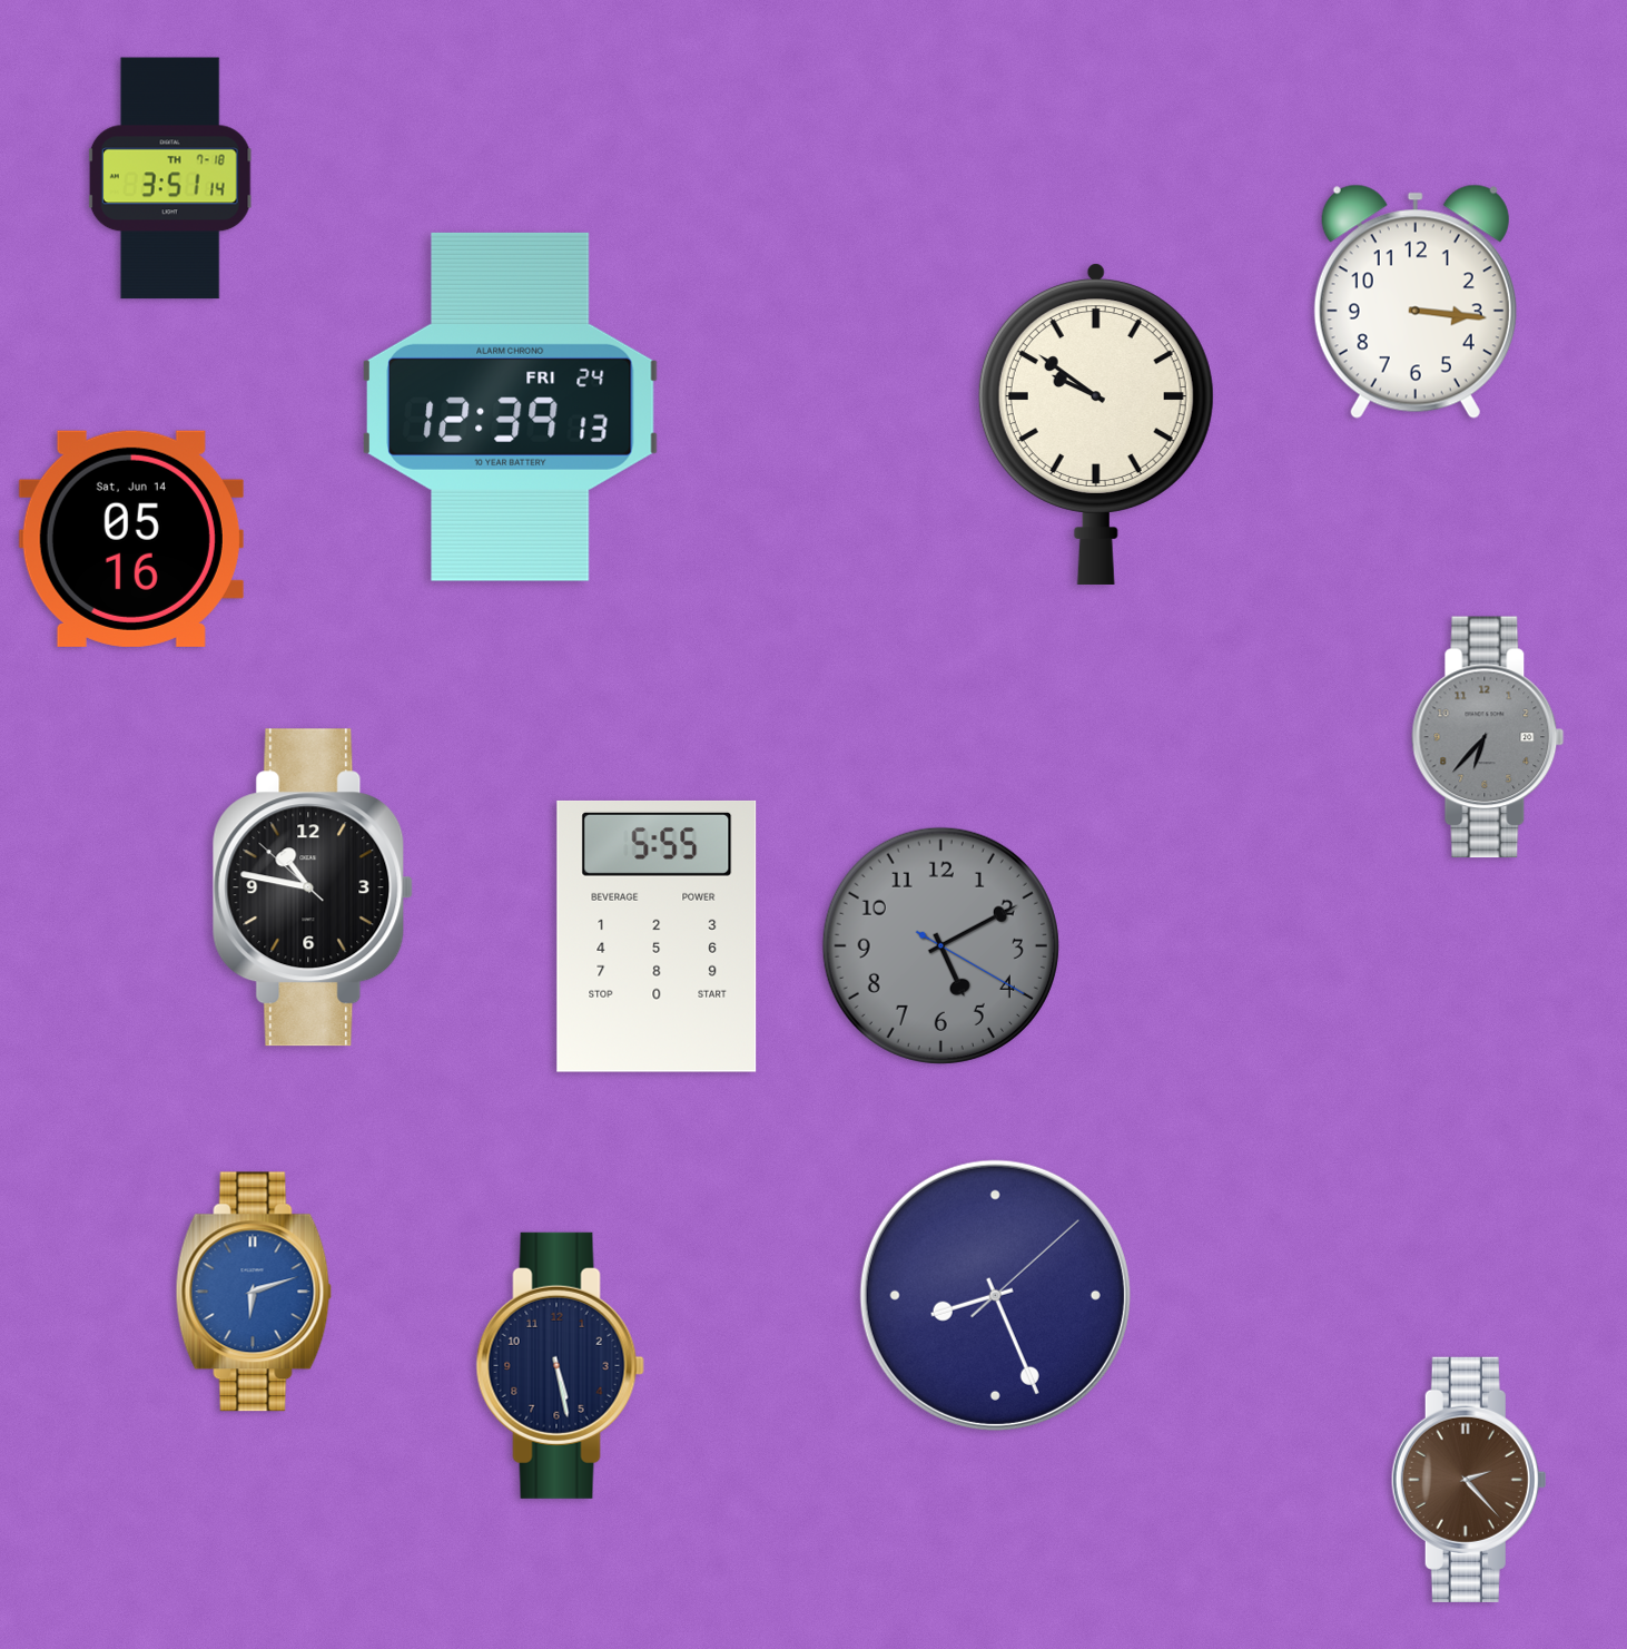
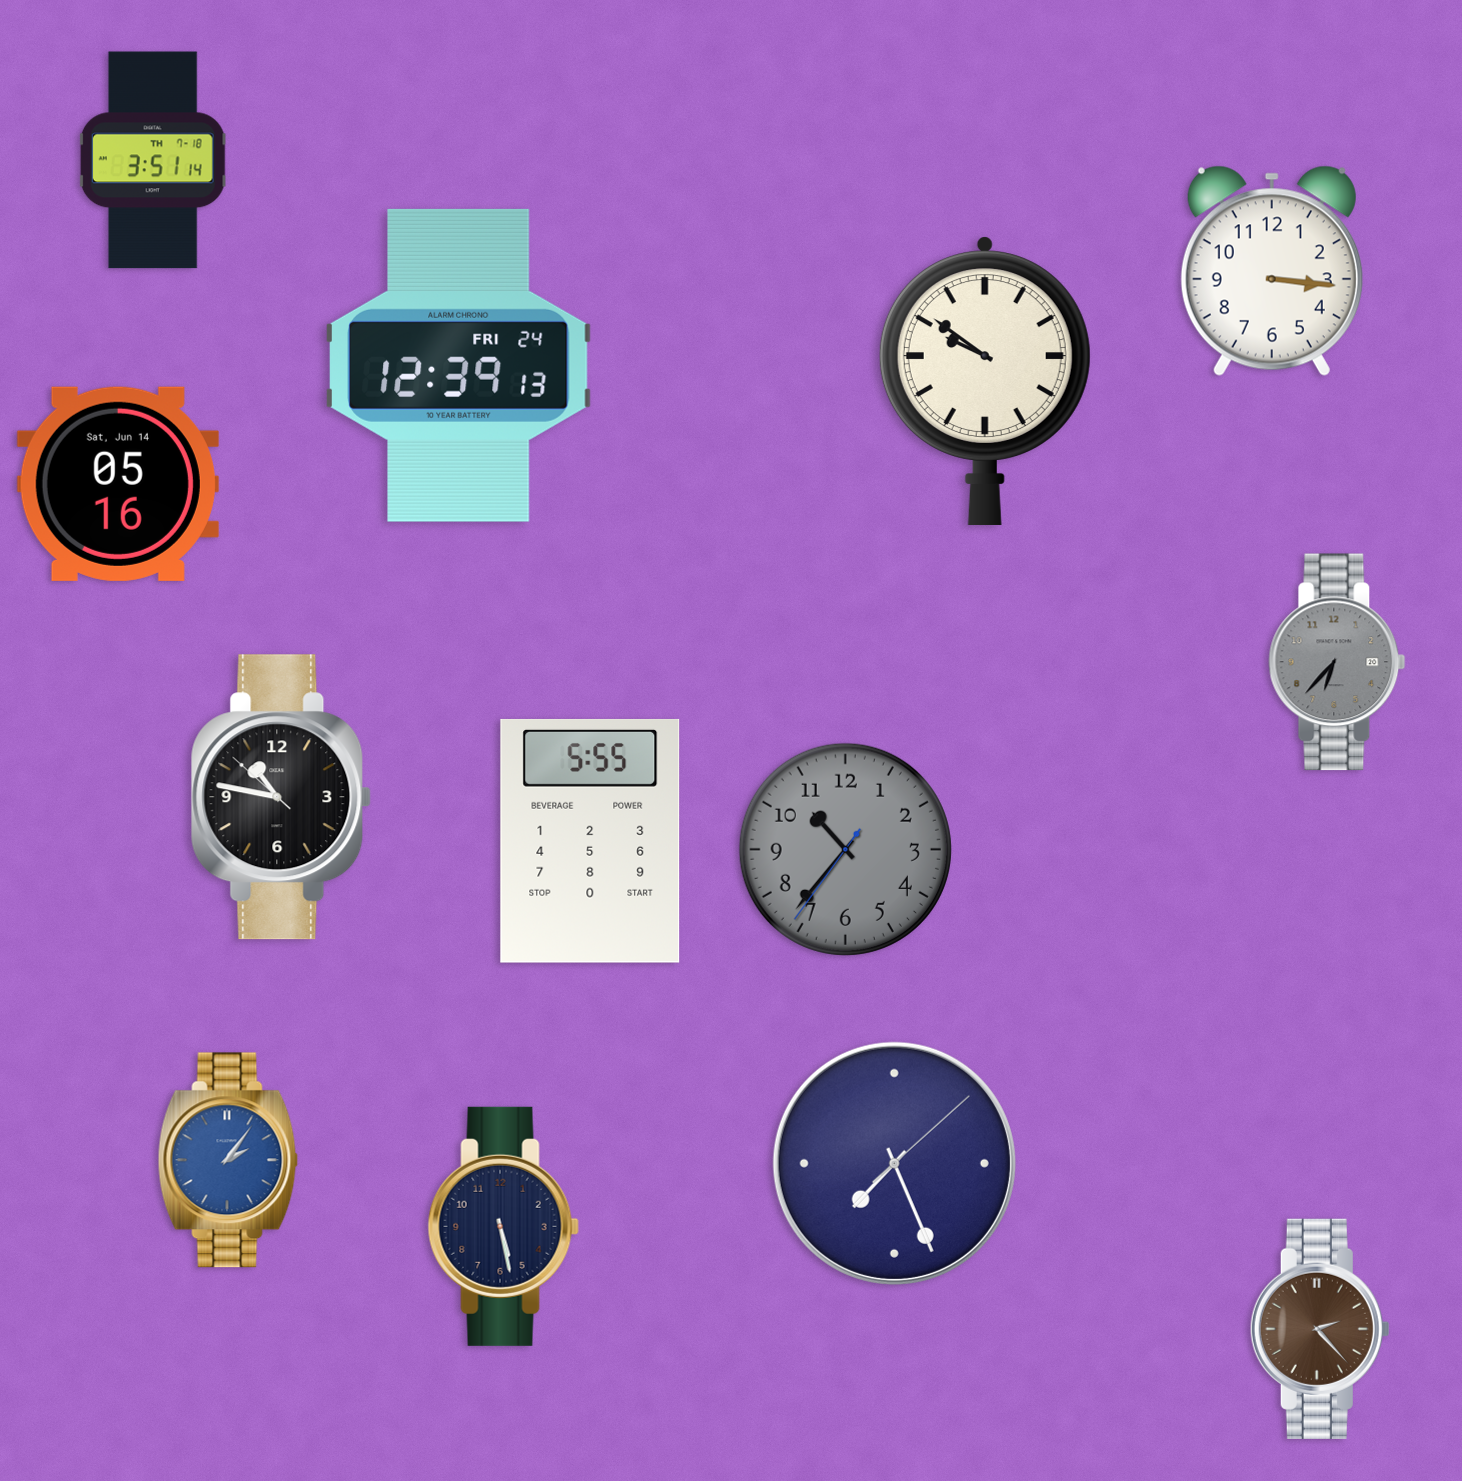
clock at (940, 945): 5:10 -> 10:36
clock at (254, 1292): 6:12 -> 2:06
clock at (995, 1295): 8:26 -> 7:26
